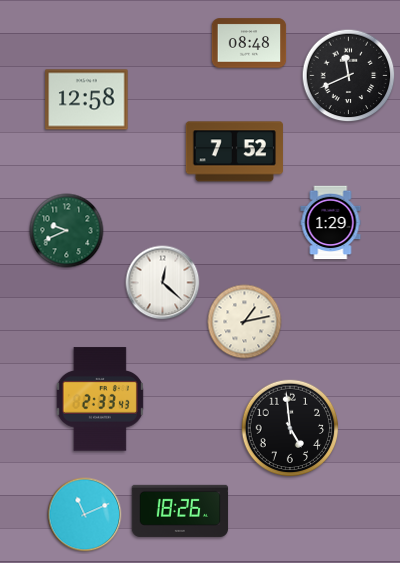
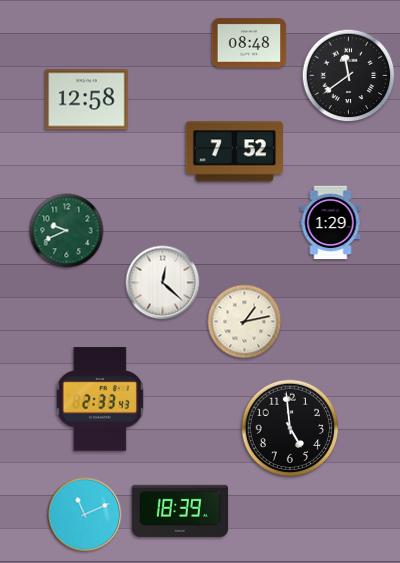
clock at (349, 76): 11:41 -> 11:39
clock at (180, 511): 18:26 -> 18:39
